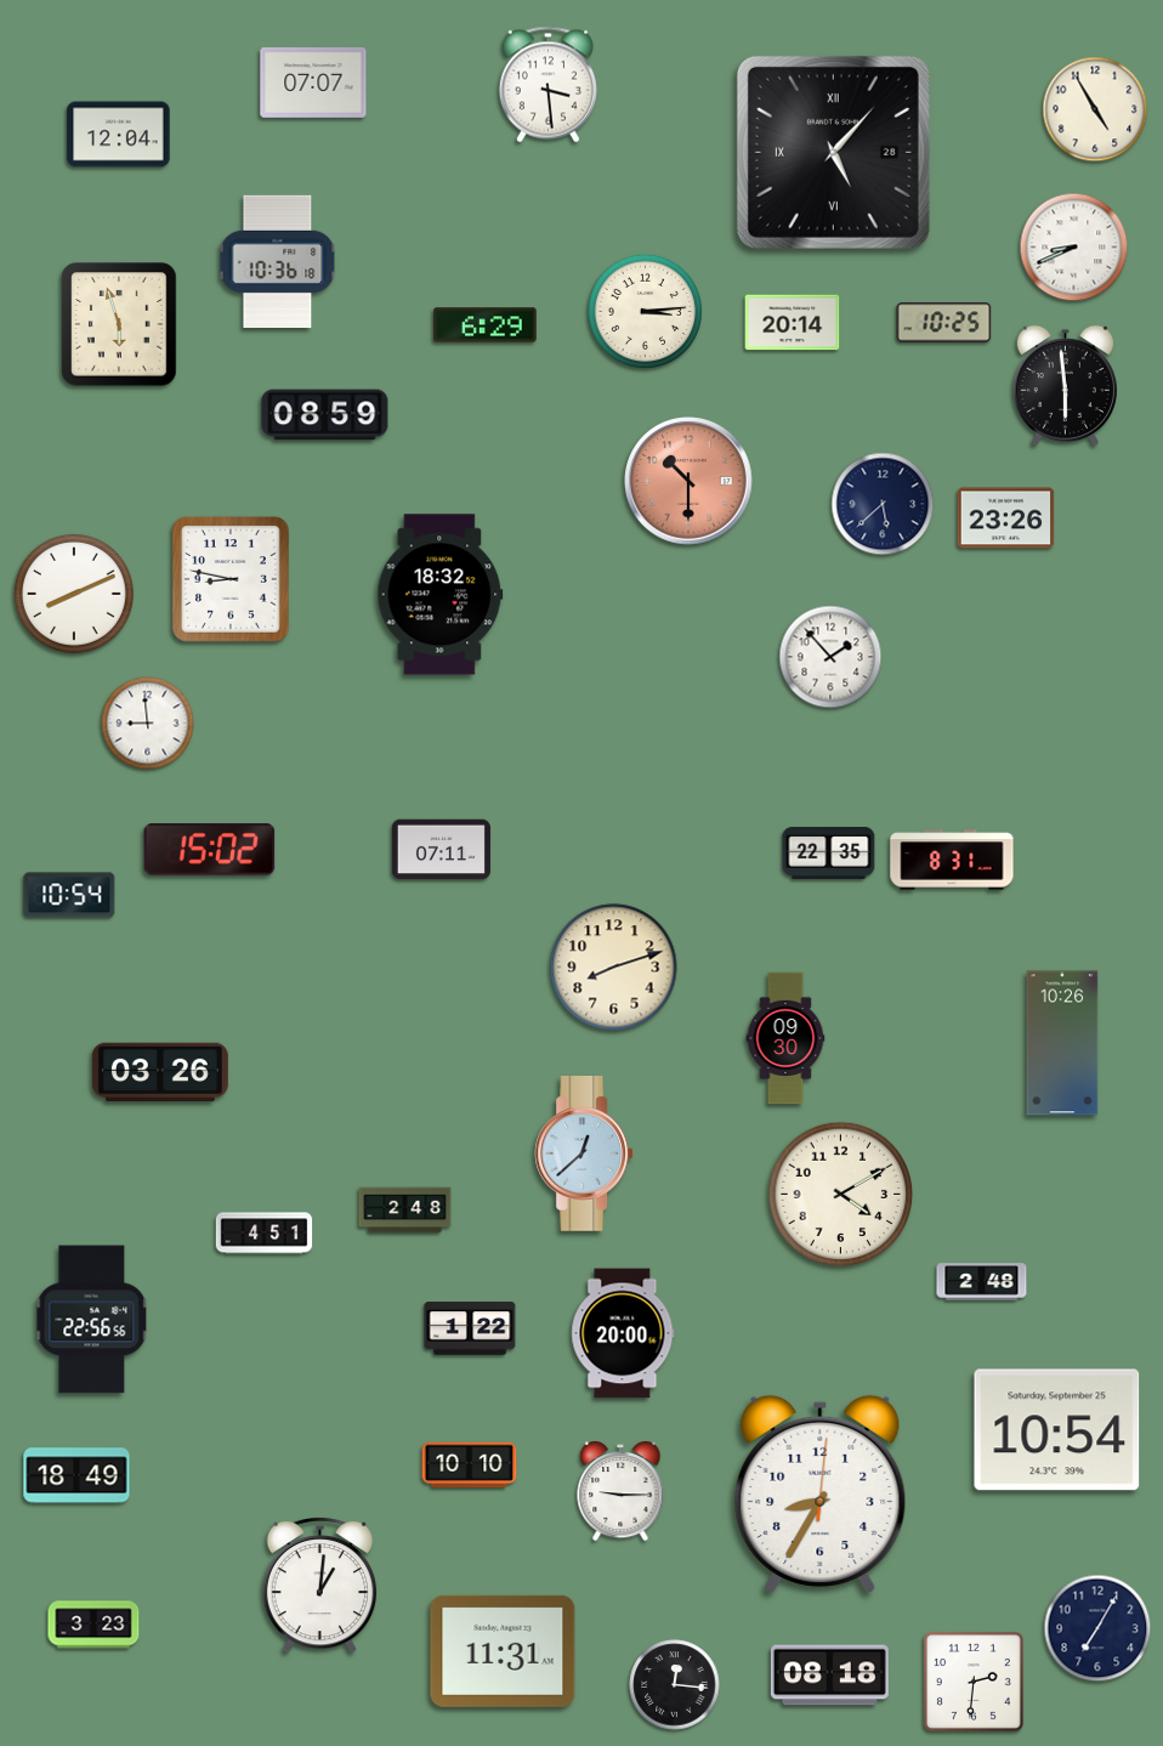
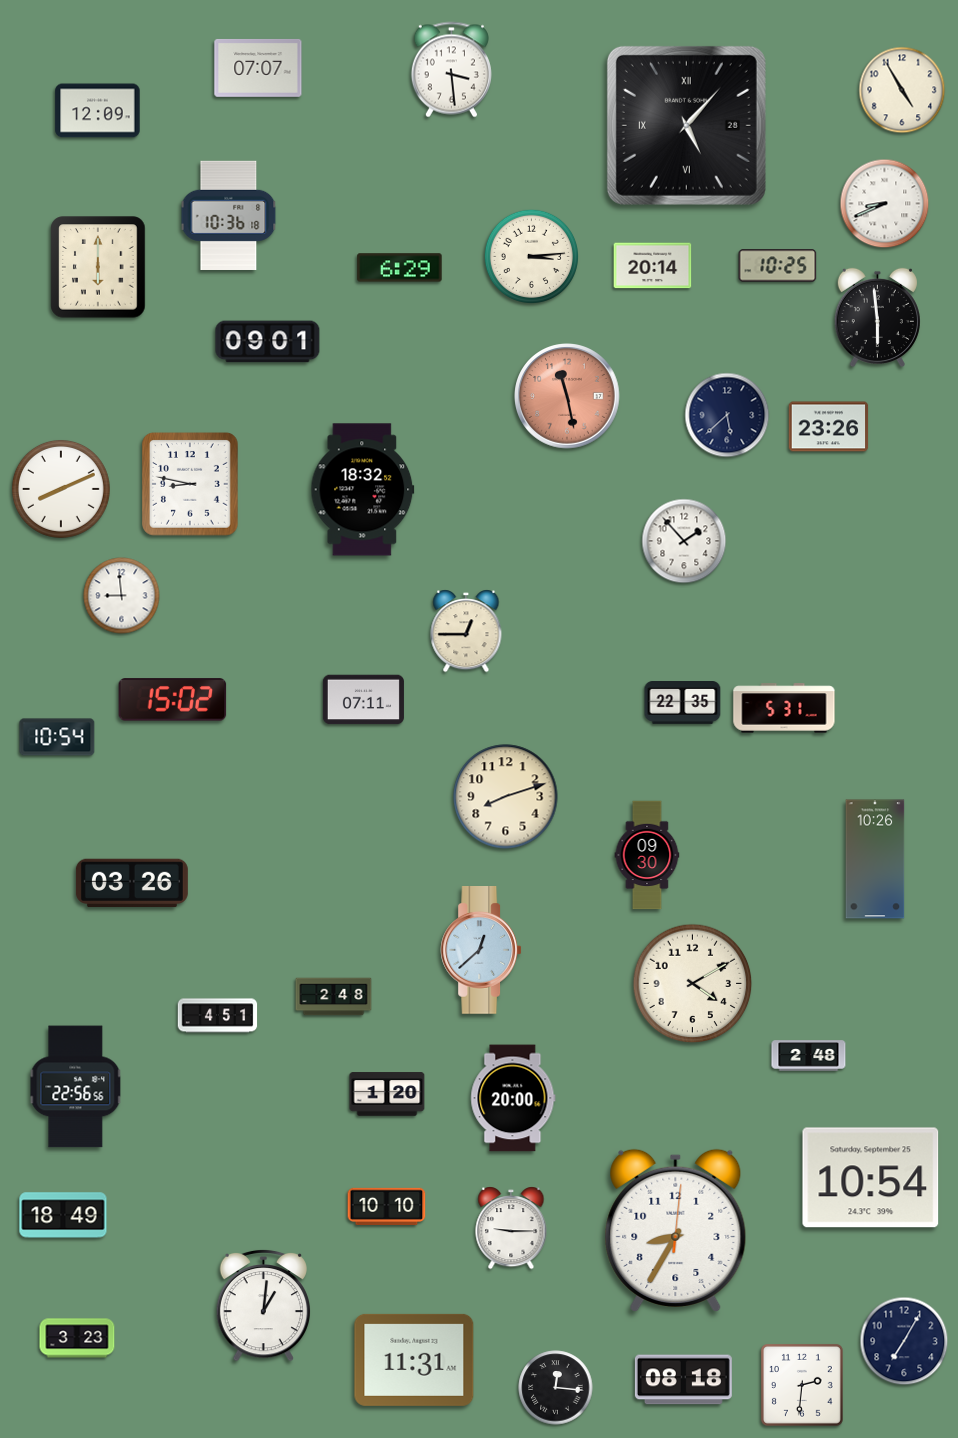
clock at (119, 135): 12:04 -> 12:09
clock at (119, 324): 5:57 -> 6:00
clock at (325, 415): 08:59 -> 09:01
clock at (688, 481): 10:30 -> 11:28
clock at (232, 579) position: (232, 579) -> (191, 484)
clock at (466, 631): none -> 12:45
clock at (952, 860): 8:31 -> 5:31
clock at (470, 1328): 1:22 -> 1:20
